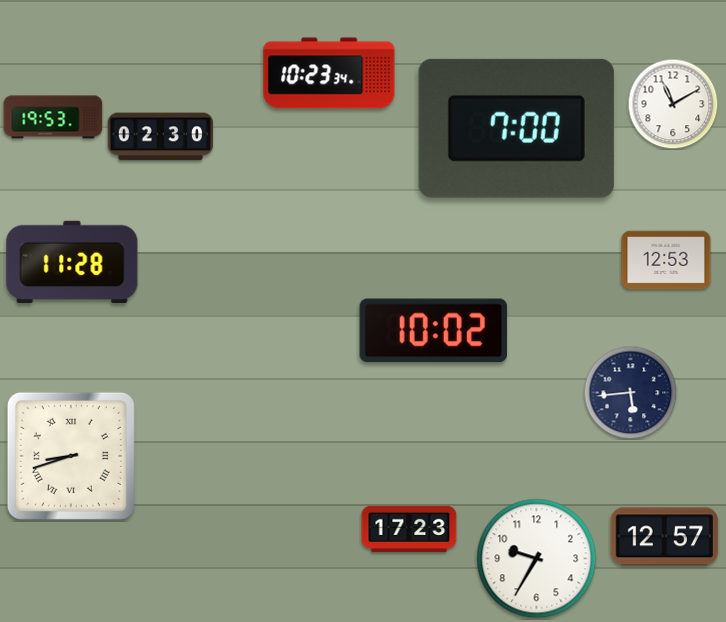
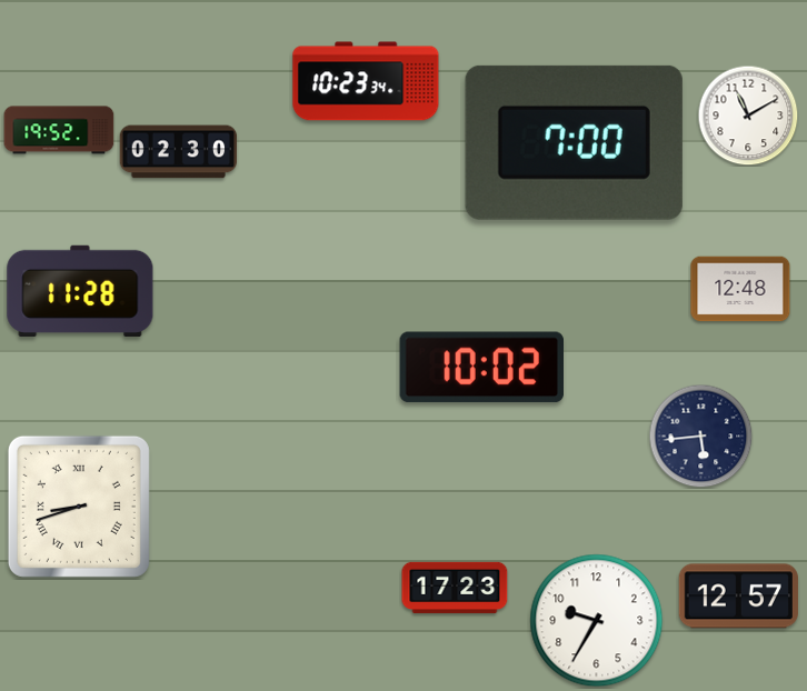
clock at (53, 117): 19:53 -> 19:52
clock at (666, 260): 12:53 -> 12:48
